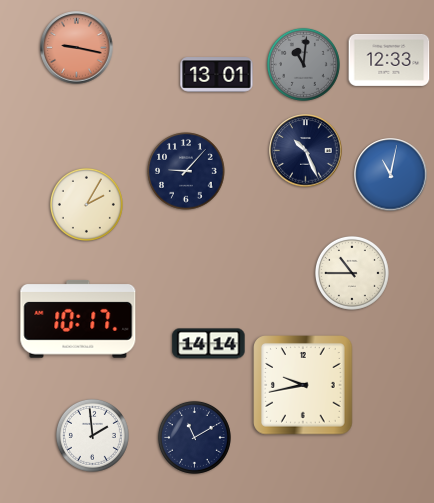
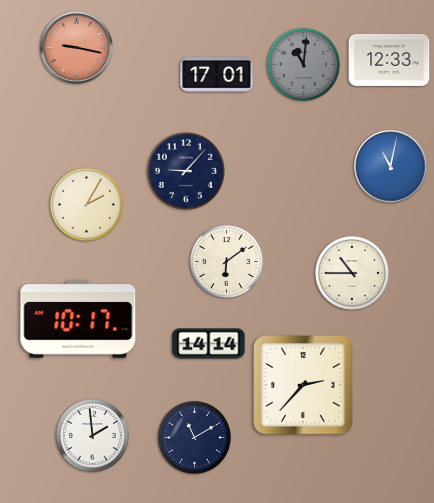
clock at (217, 75): 13:01 -> 17:01
clock at (306, 151): 10:26 -> none
clock at (391, 175) position: (391, 175) -> (391, 167)
clock at (226, 261): none -> 6:09
clock at (303, 385): 9:43 -> 2:37
